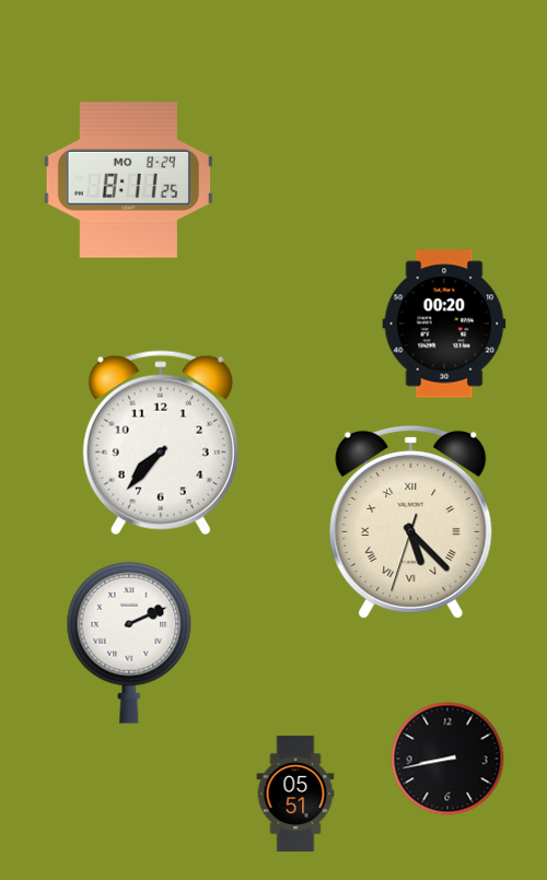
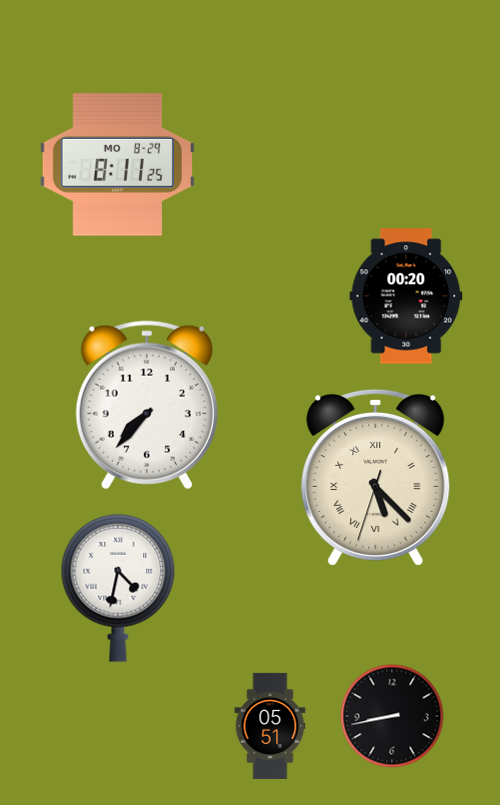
clock at (129, 643): 2:11 -> 4:32
clock at (447, 759) position: (447, 759) -> (392, 716)
